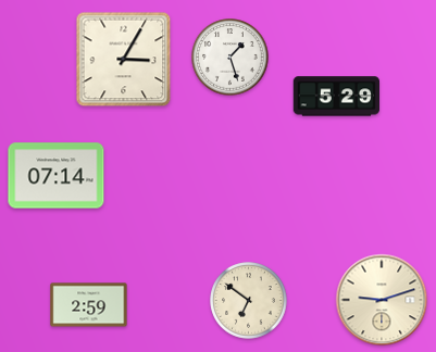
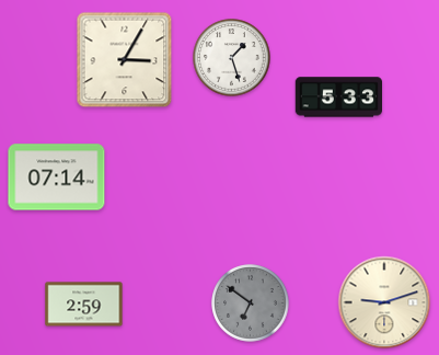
clock at (336, 97): 5:29 -> 5:33
clock at (249, 301) dial: cream -> grey
clock at (89, 305) position: (89, 305) -> (84, 305)
